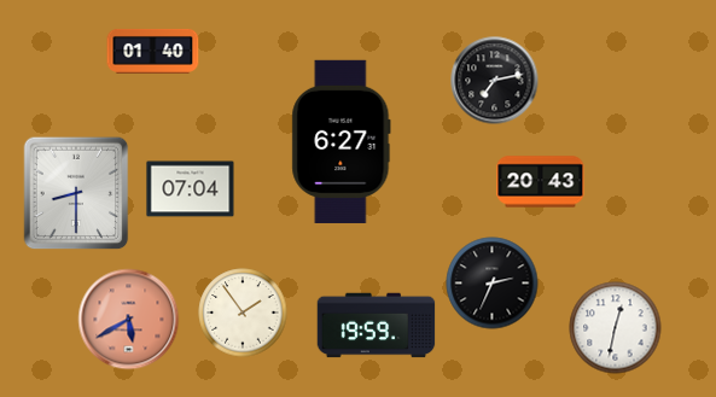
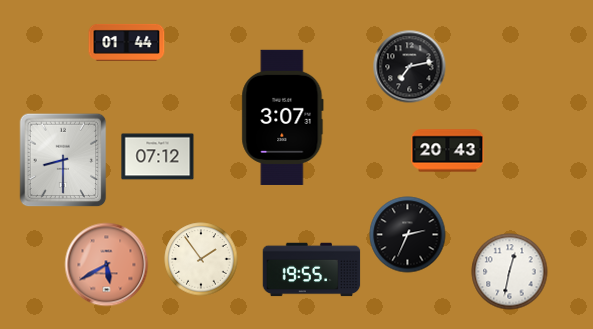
clock at (153, 51): 01:40 -> 01:44
clock at (342, 141): 6:27 -> 3:07
clock at (191, 189): 07:04 -> 07:12
clock at (377, 326): 19:59 -> 19:55
